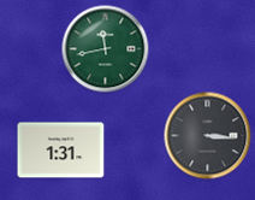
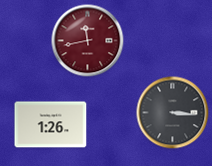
clock at (106, 49) dial: green -> burgundy
clock at (61, 151): 1:31 -> 1:26
